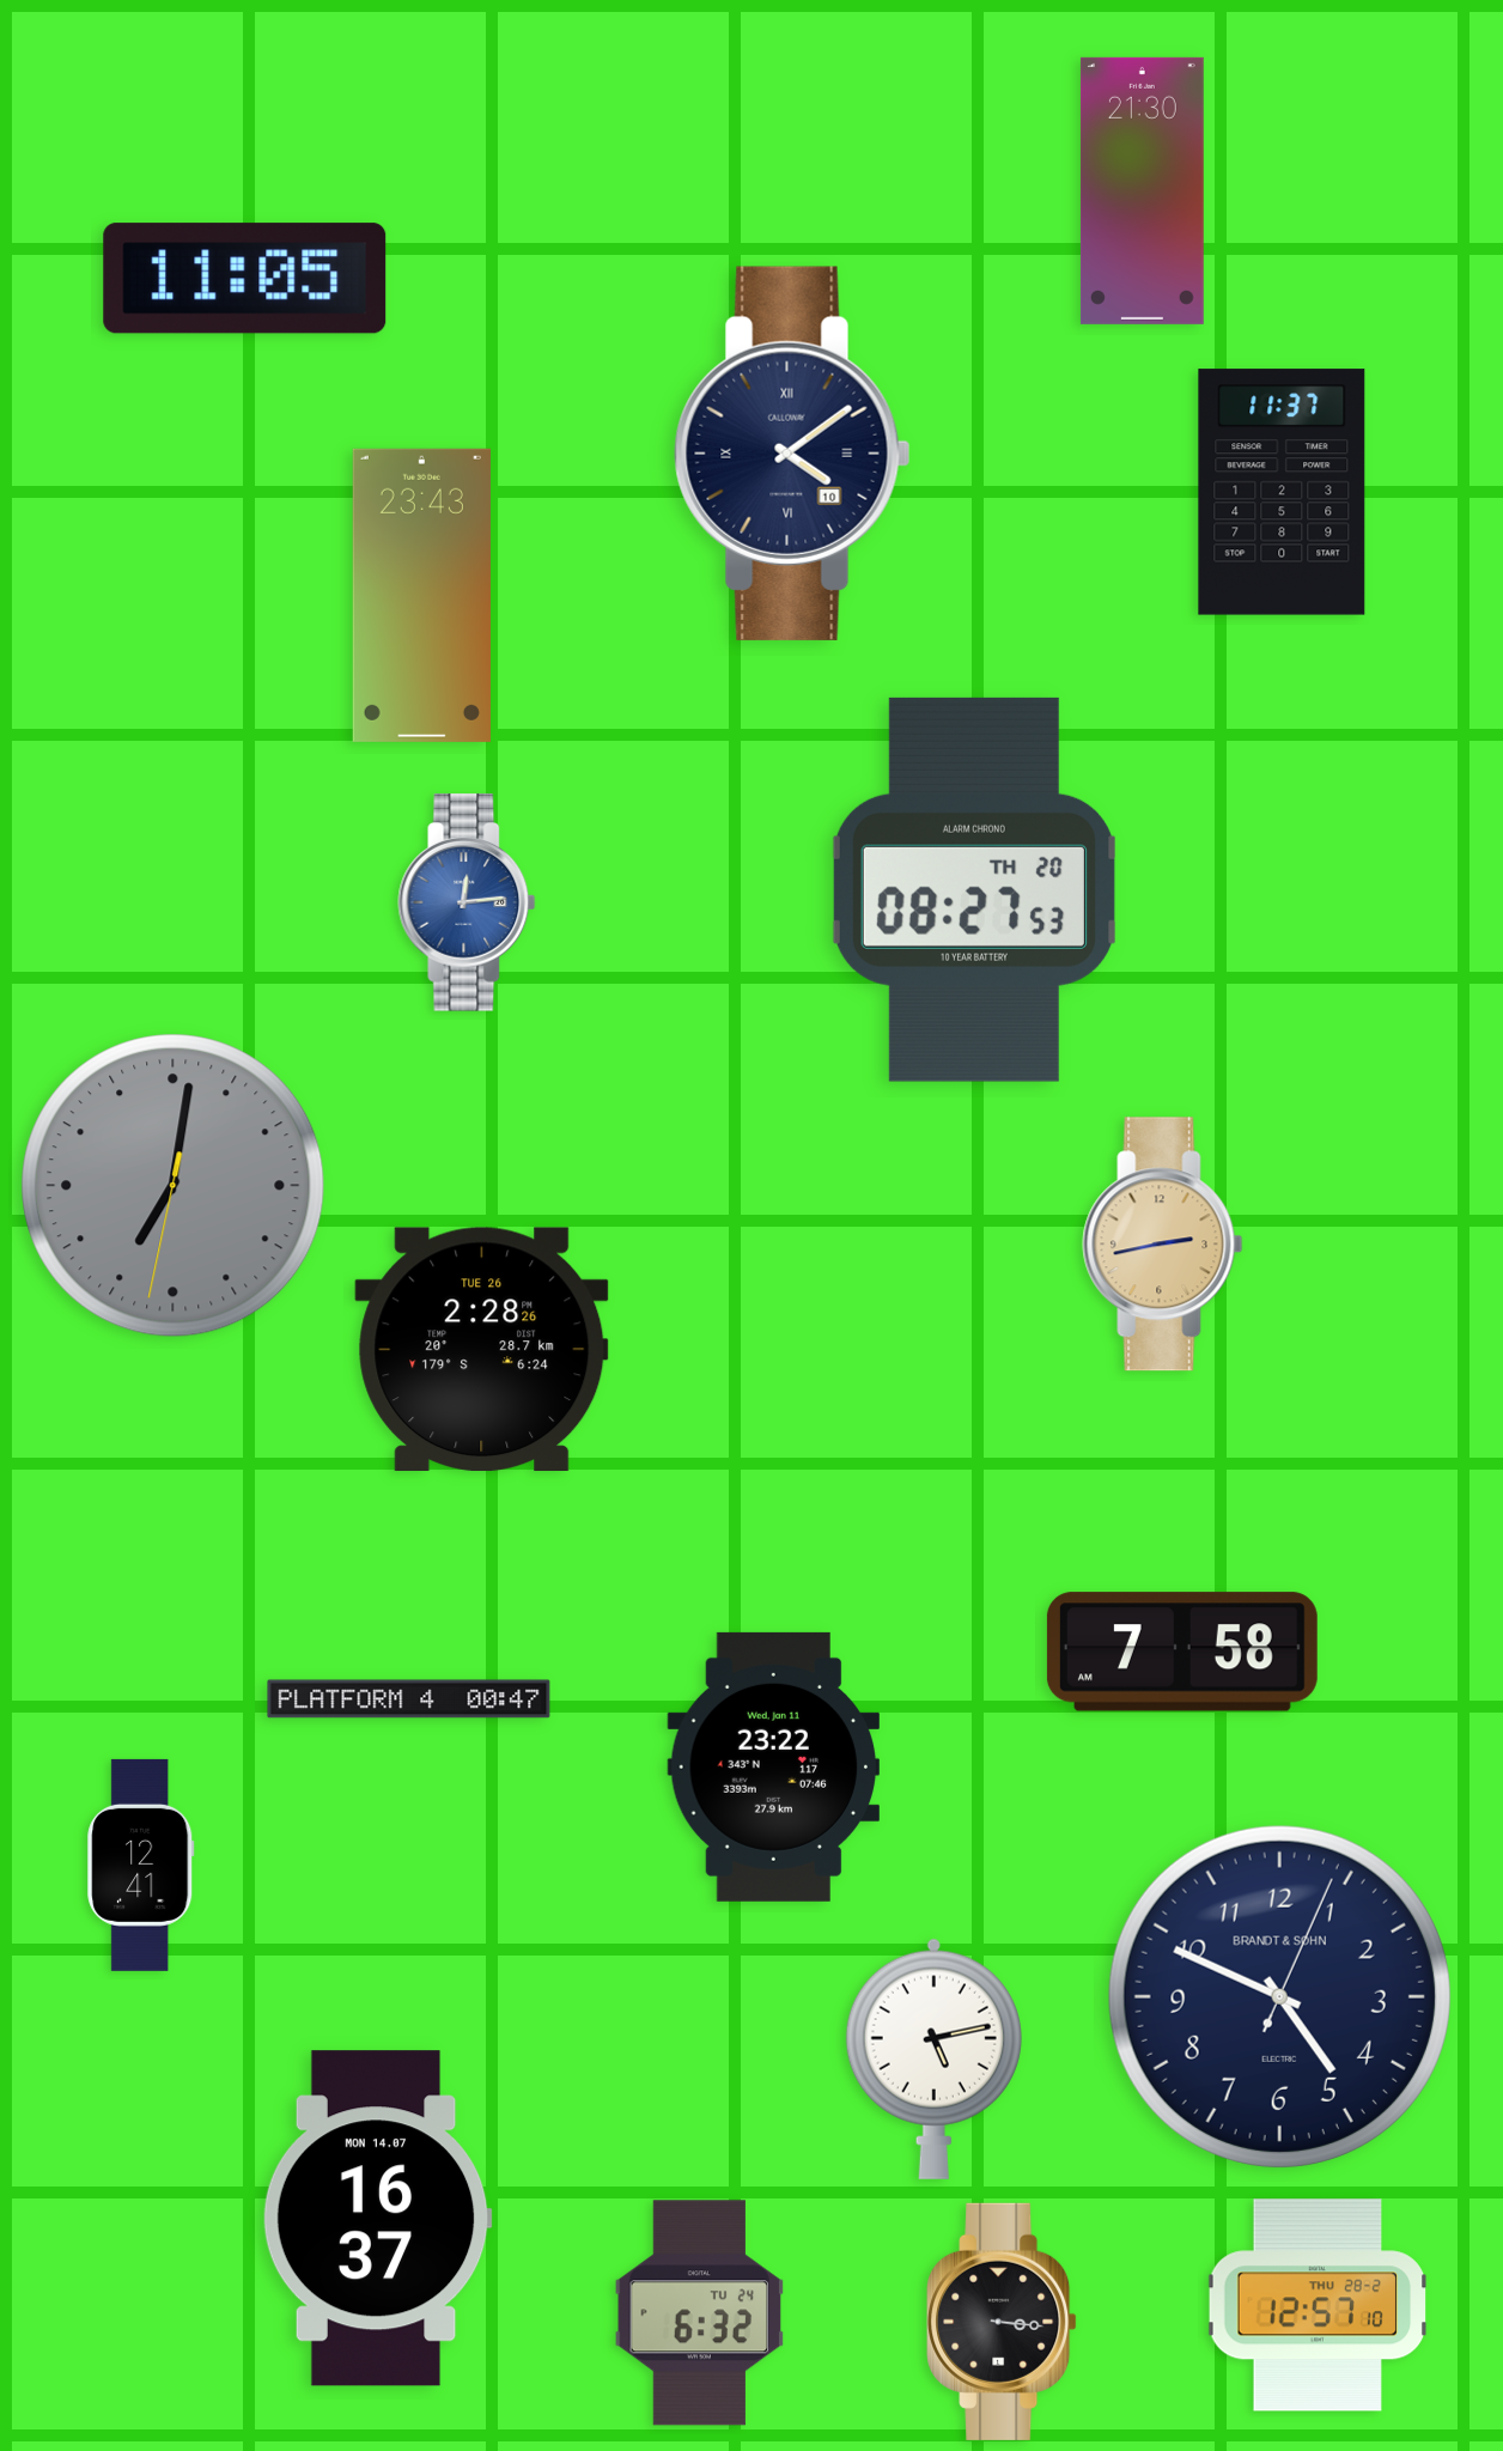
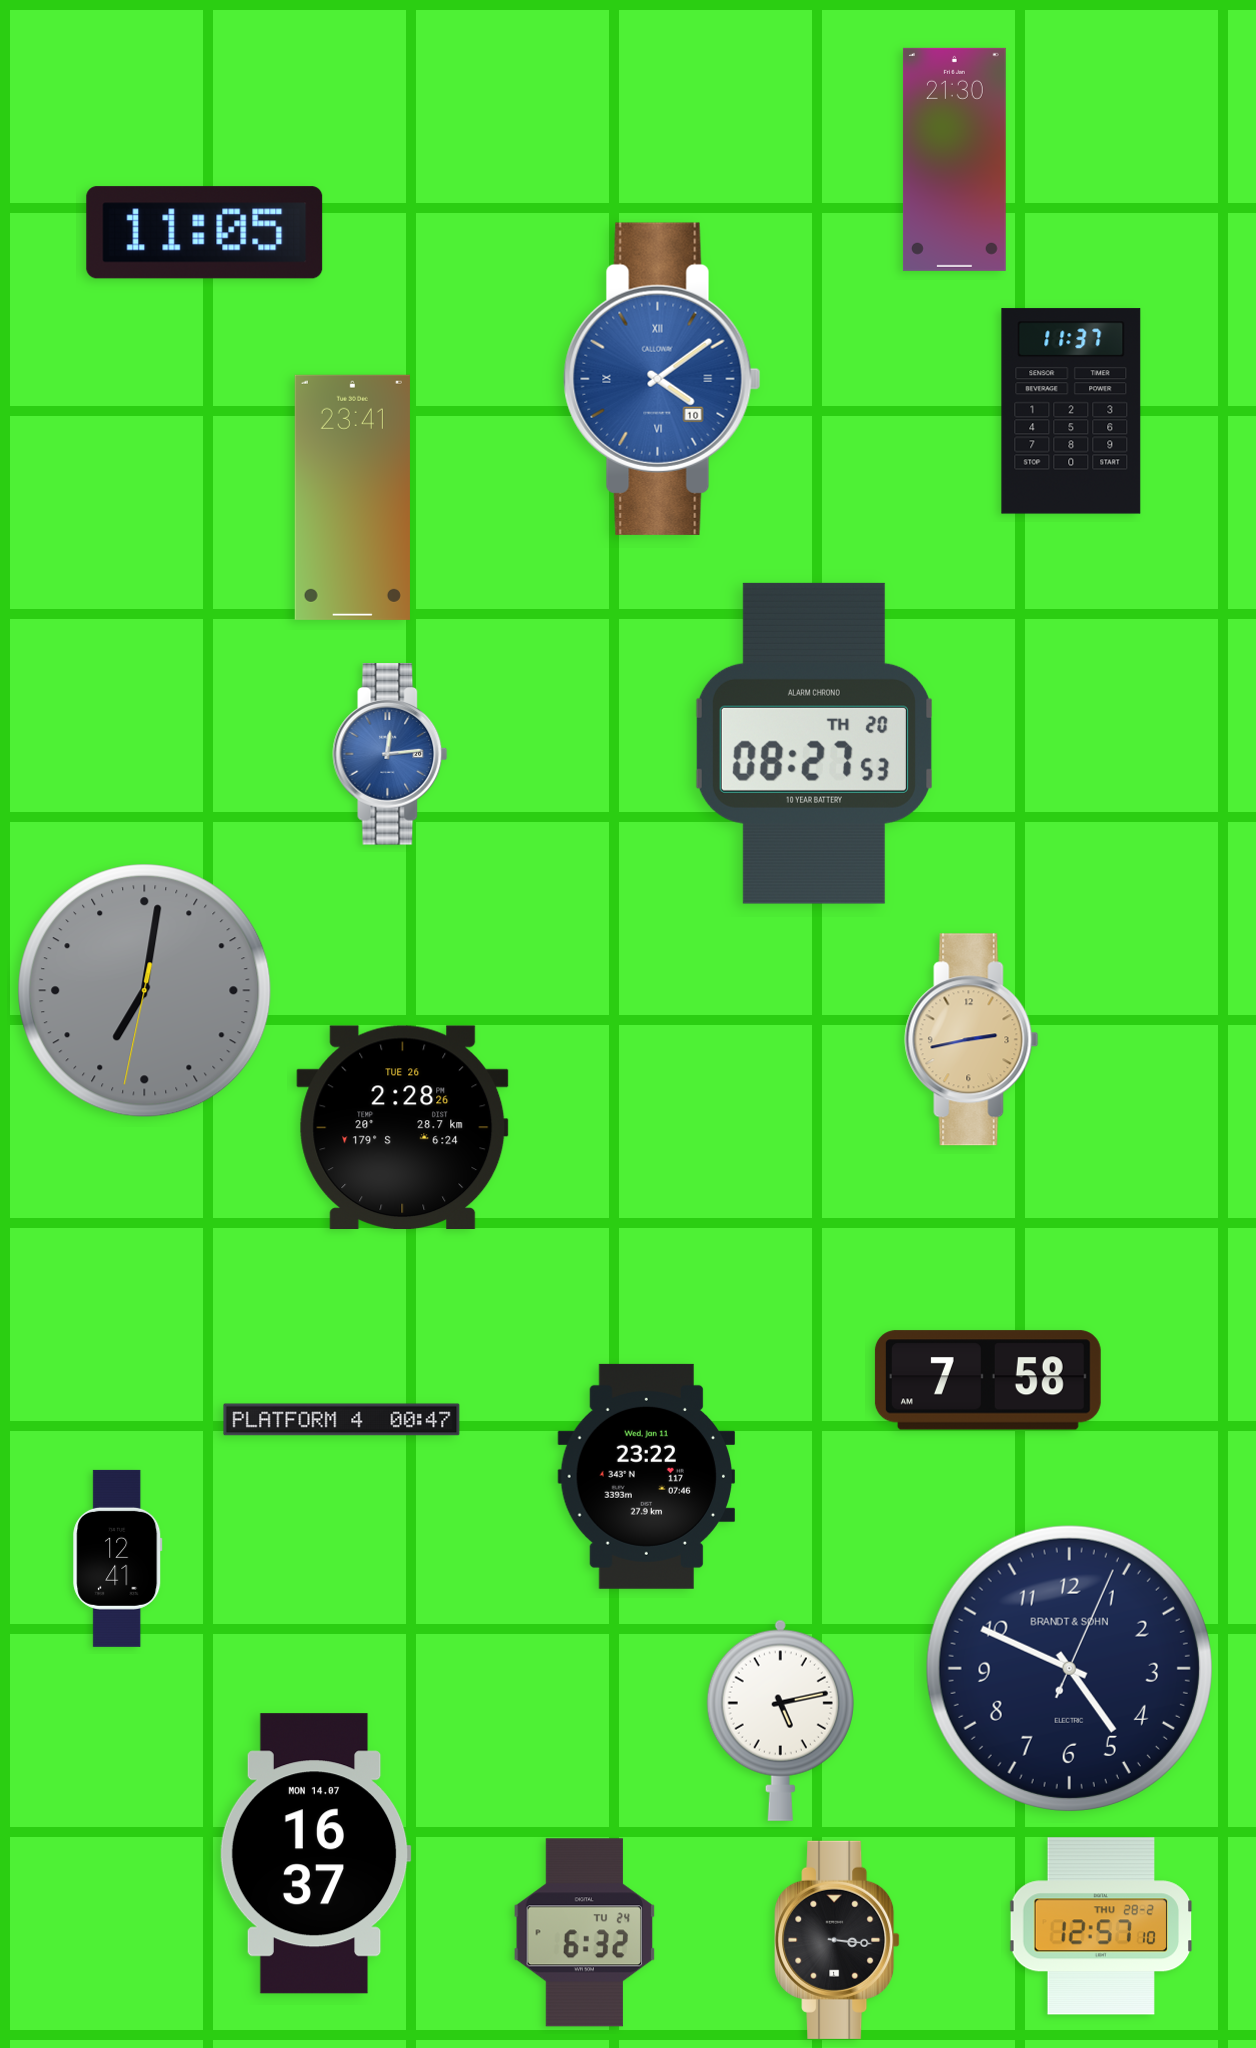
clock at (792, 454) dial: navy -> blue
clock at (421, 595): 23:43 -> 23:41
